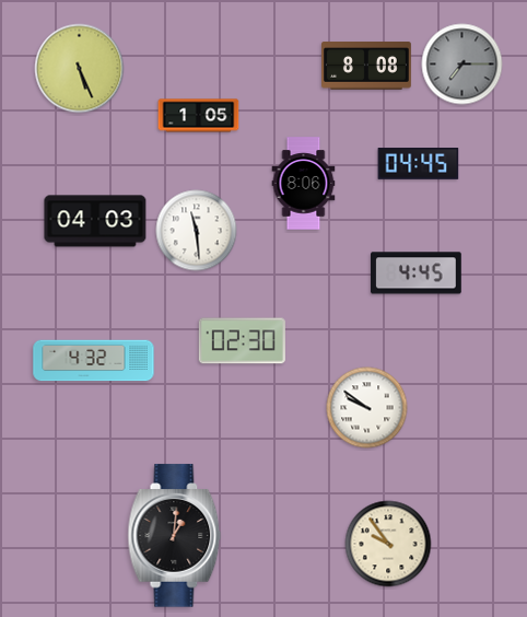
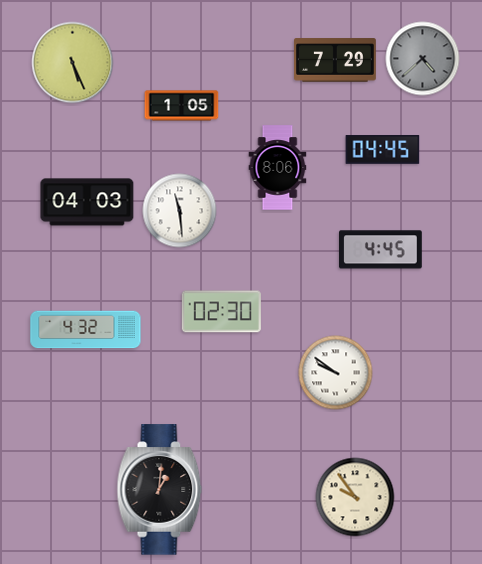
clock at (462, 65): 7:15 -> 4:38
clock at (367, 66): 8:08 -> 7:29
